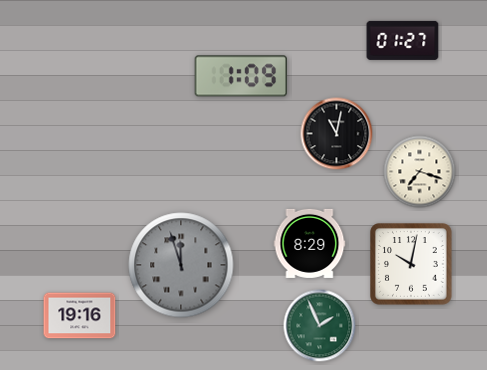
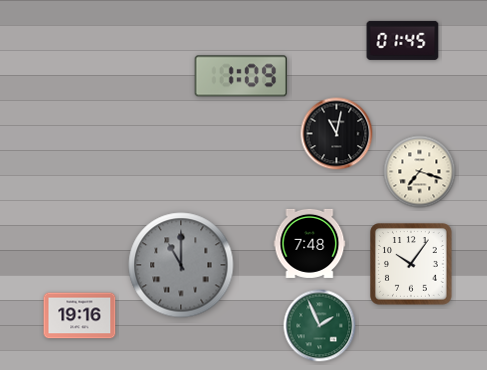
clock at (403, 40): 01:27 -> 01:45
clock at (310, 243): 8:29 -> 7:48
clock at (411, 264): 10:02 -> 10:06
clock at (181, 265): 11:57 -> 11:00
